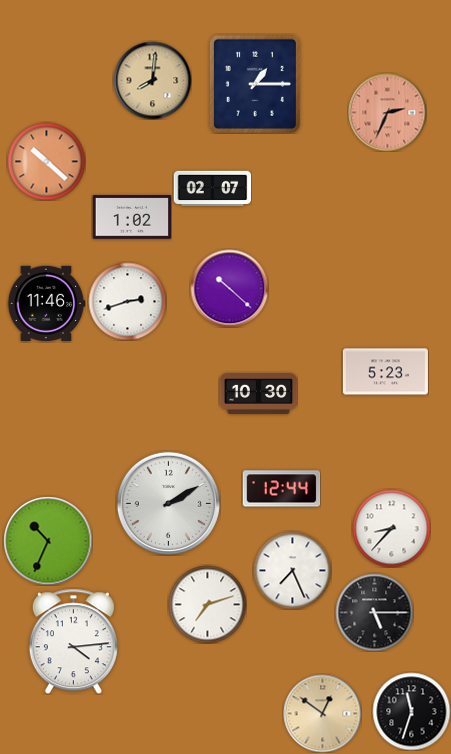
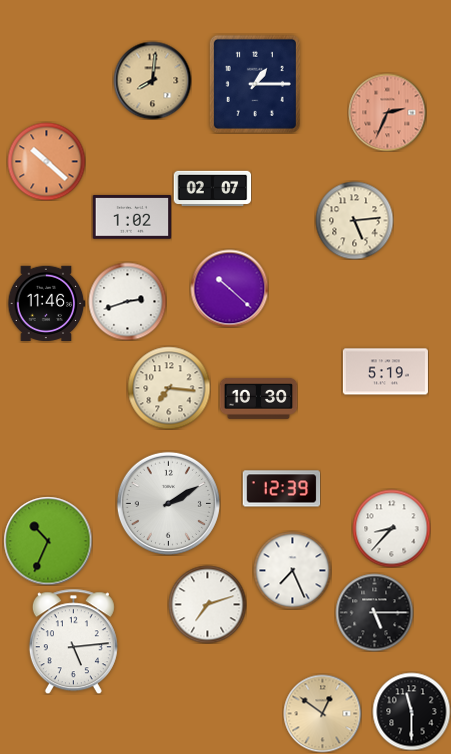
clock at (354, 220): none -> 5:14
clock at (385, 372): 5:23 -> 5:19
clock at (169, 388): none -> 7:16
clock at (258, 393) position: (258, 393) -> (258, 398)
clock at (281, 489): 12:44 -> 12:39
clock at (73, 641): 4:14 -> 5:14
clock at (411, 711): 11:33 -> 11:30
